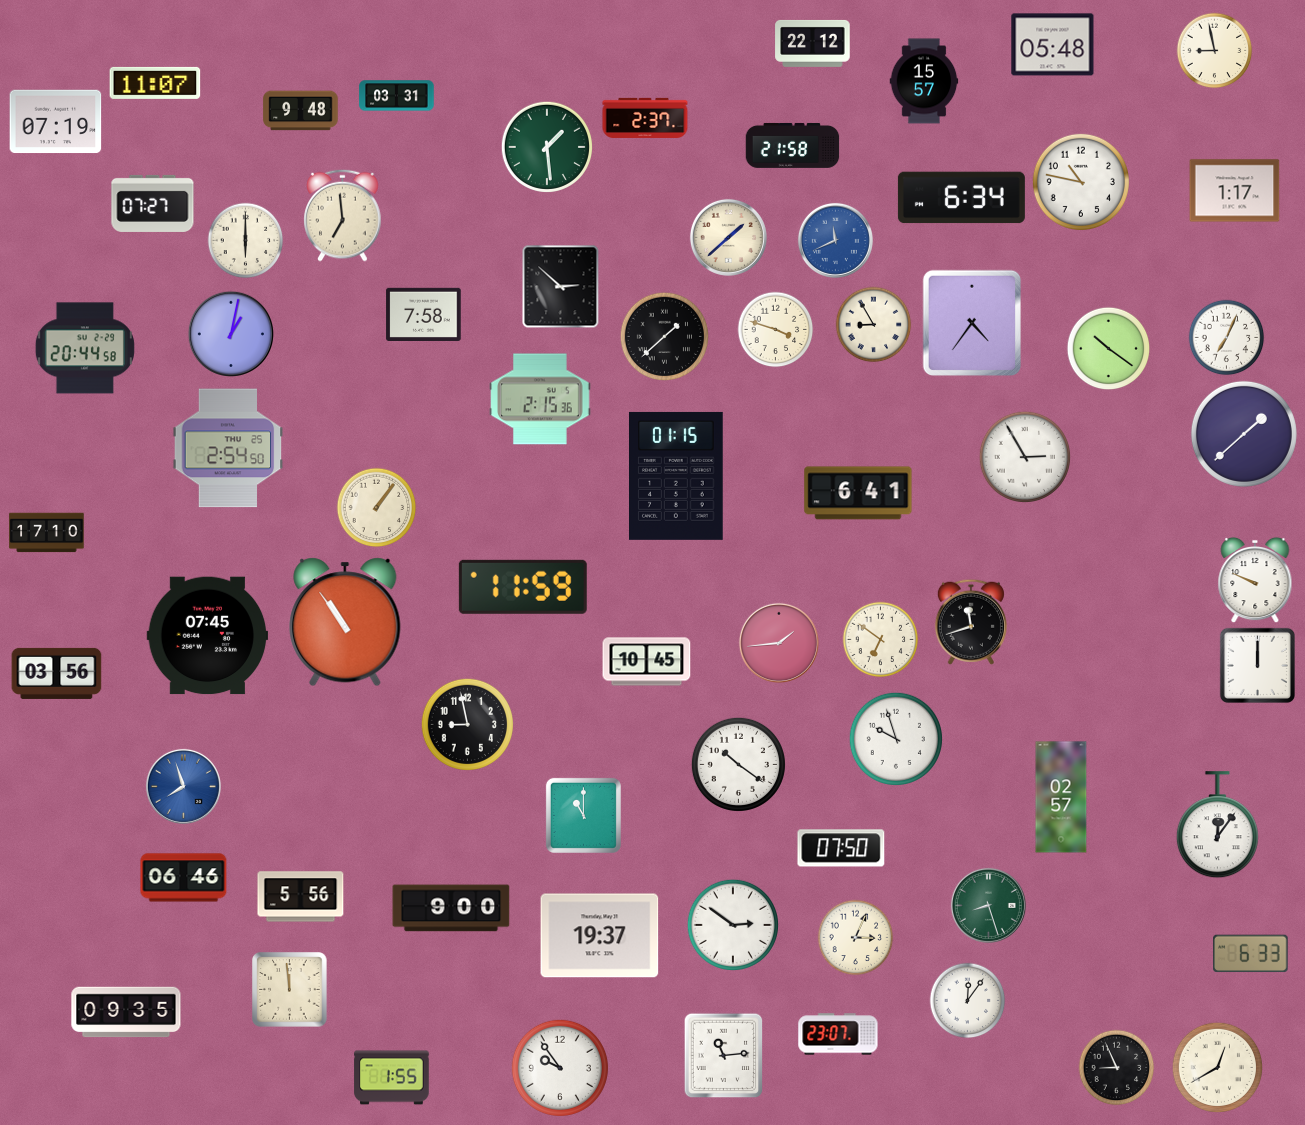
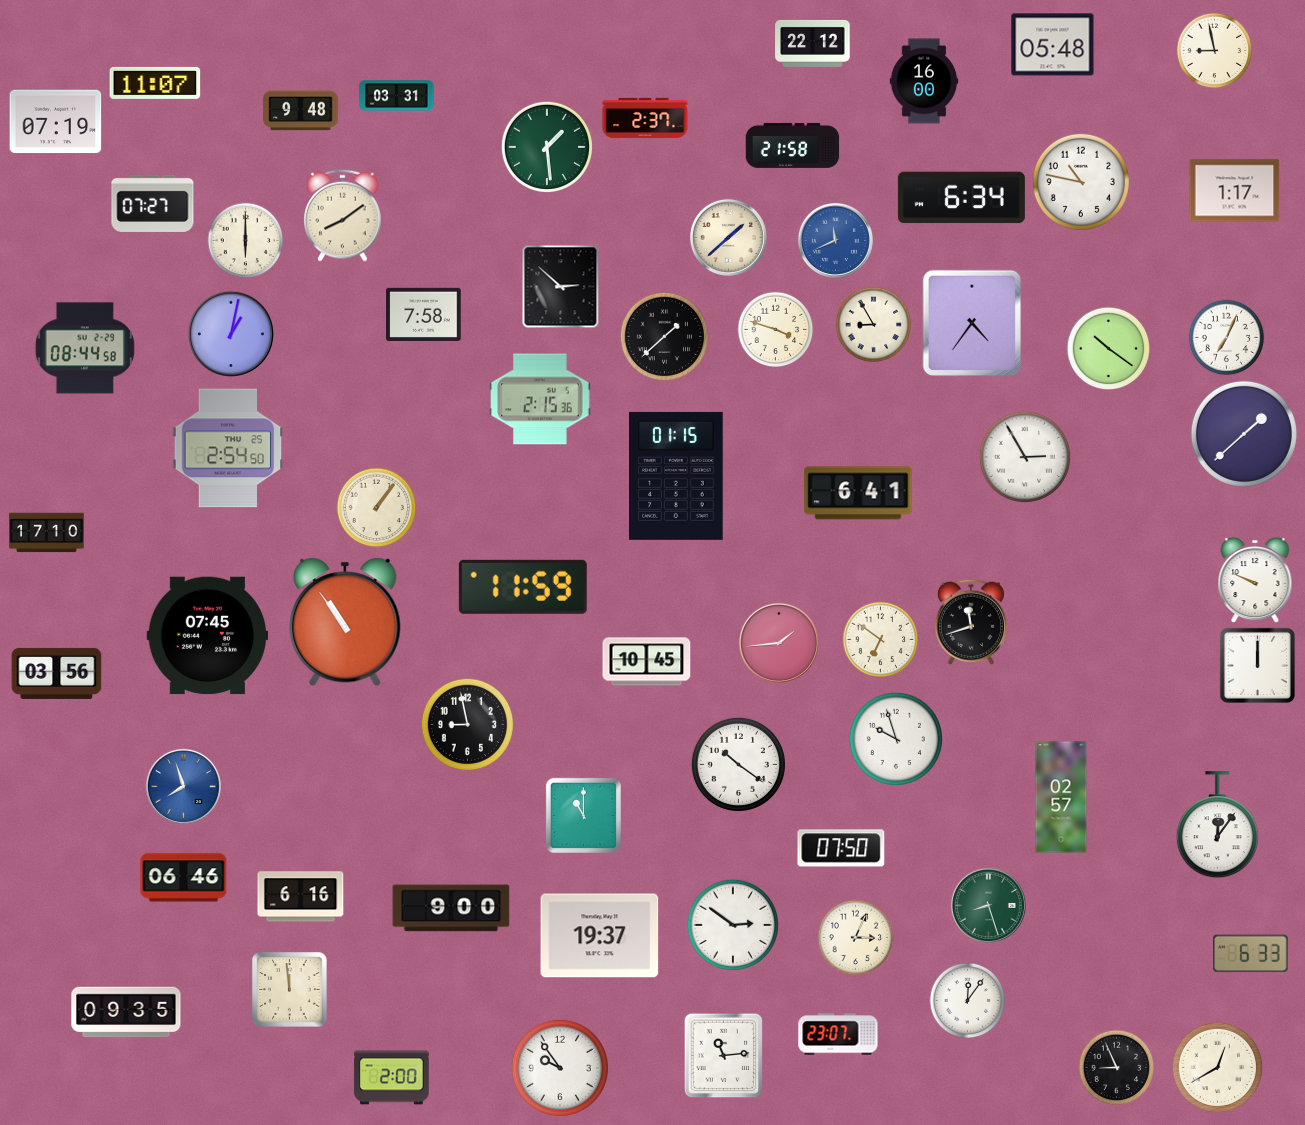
clock at (924, 81): 15:57 -> 16:00
clock at (343, 215): 6:59 -> 8:09
clock at (85, 348): 20:44 -> 08:44
clock at (301, 897): 5:56 -> 6:16
clock at (392, 1078): 1:55 -> 2:00
